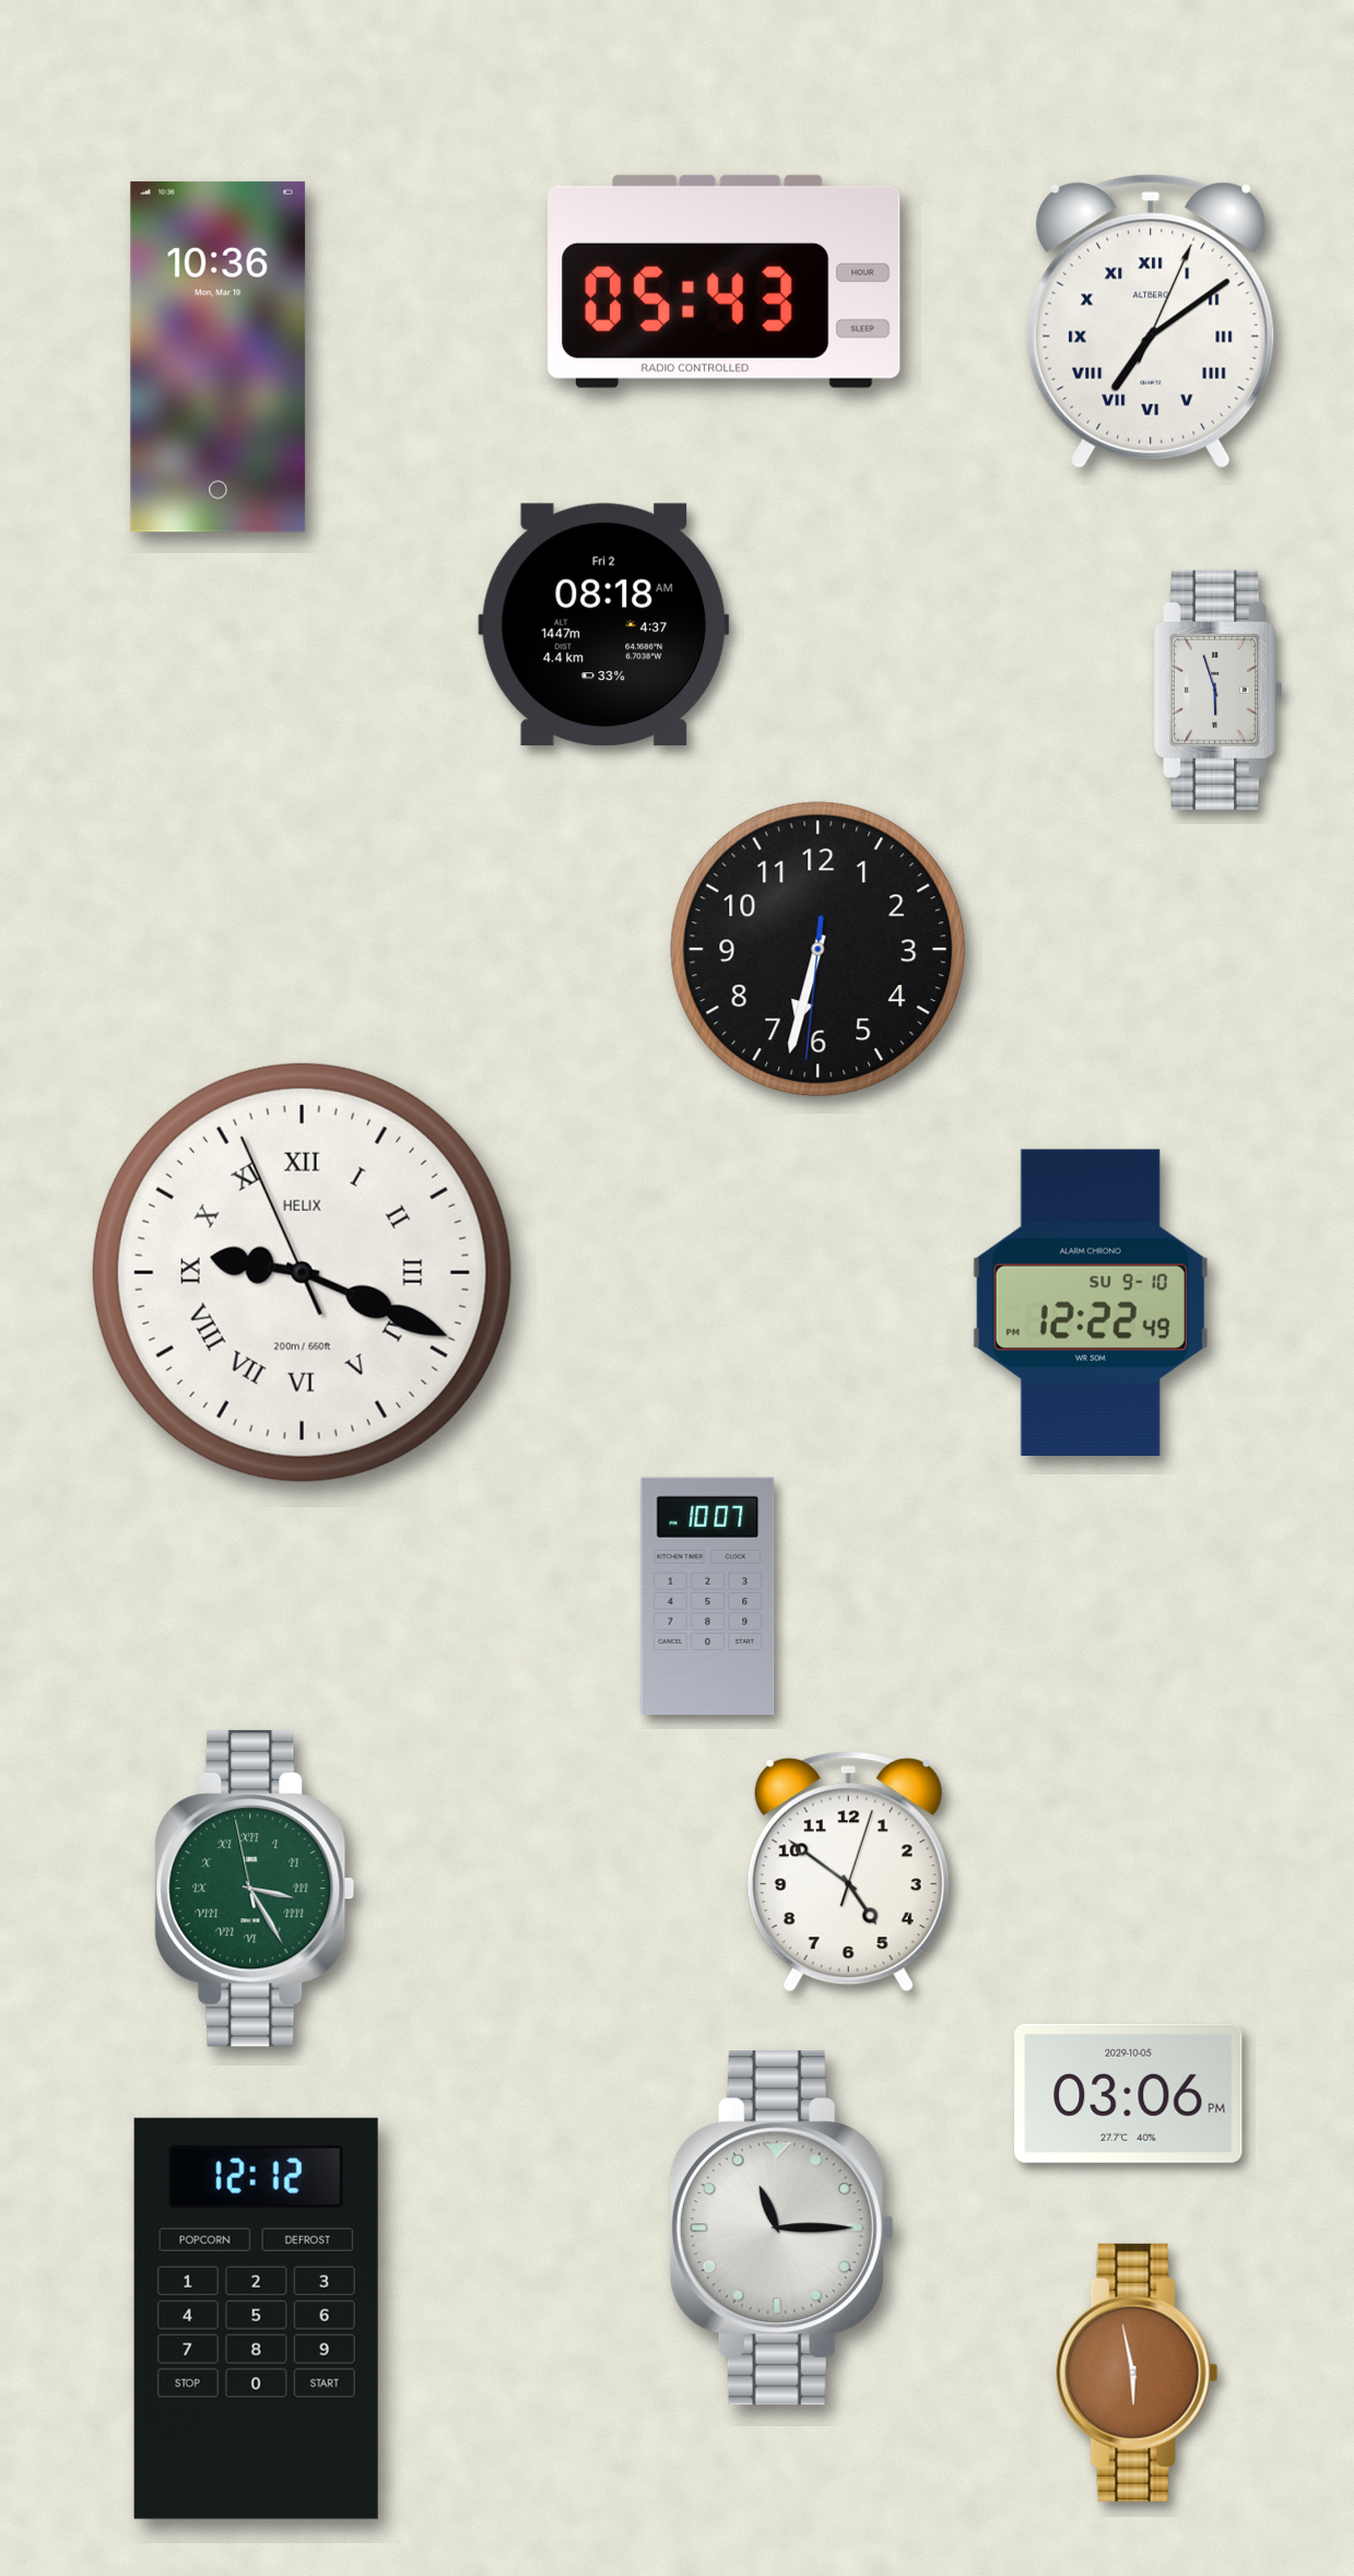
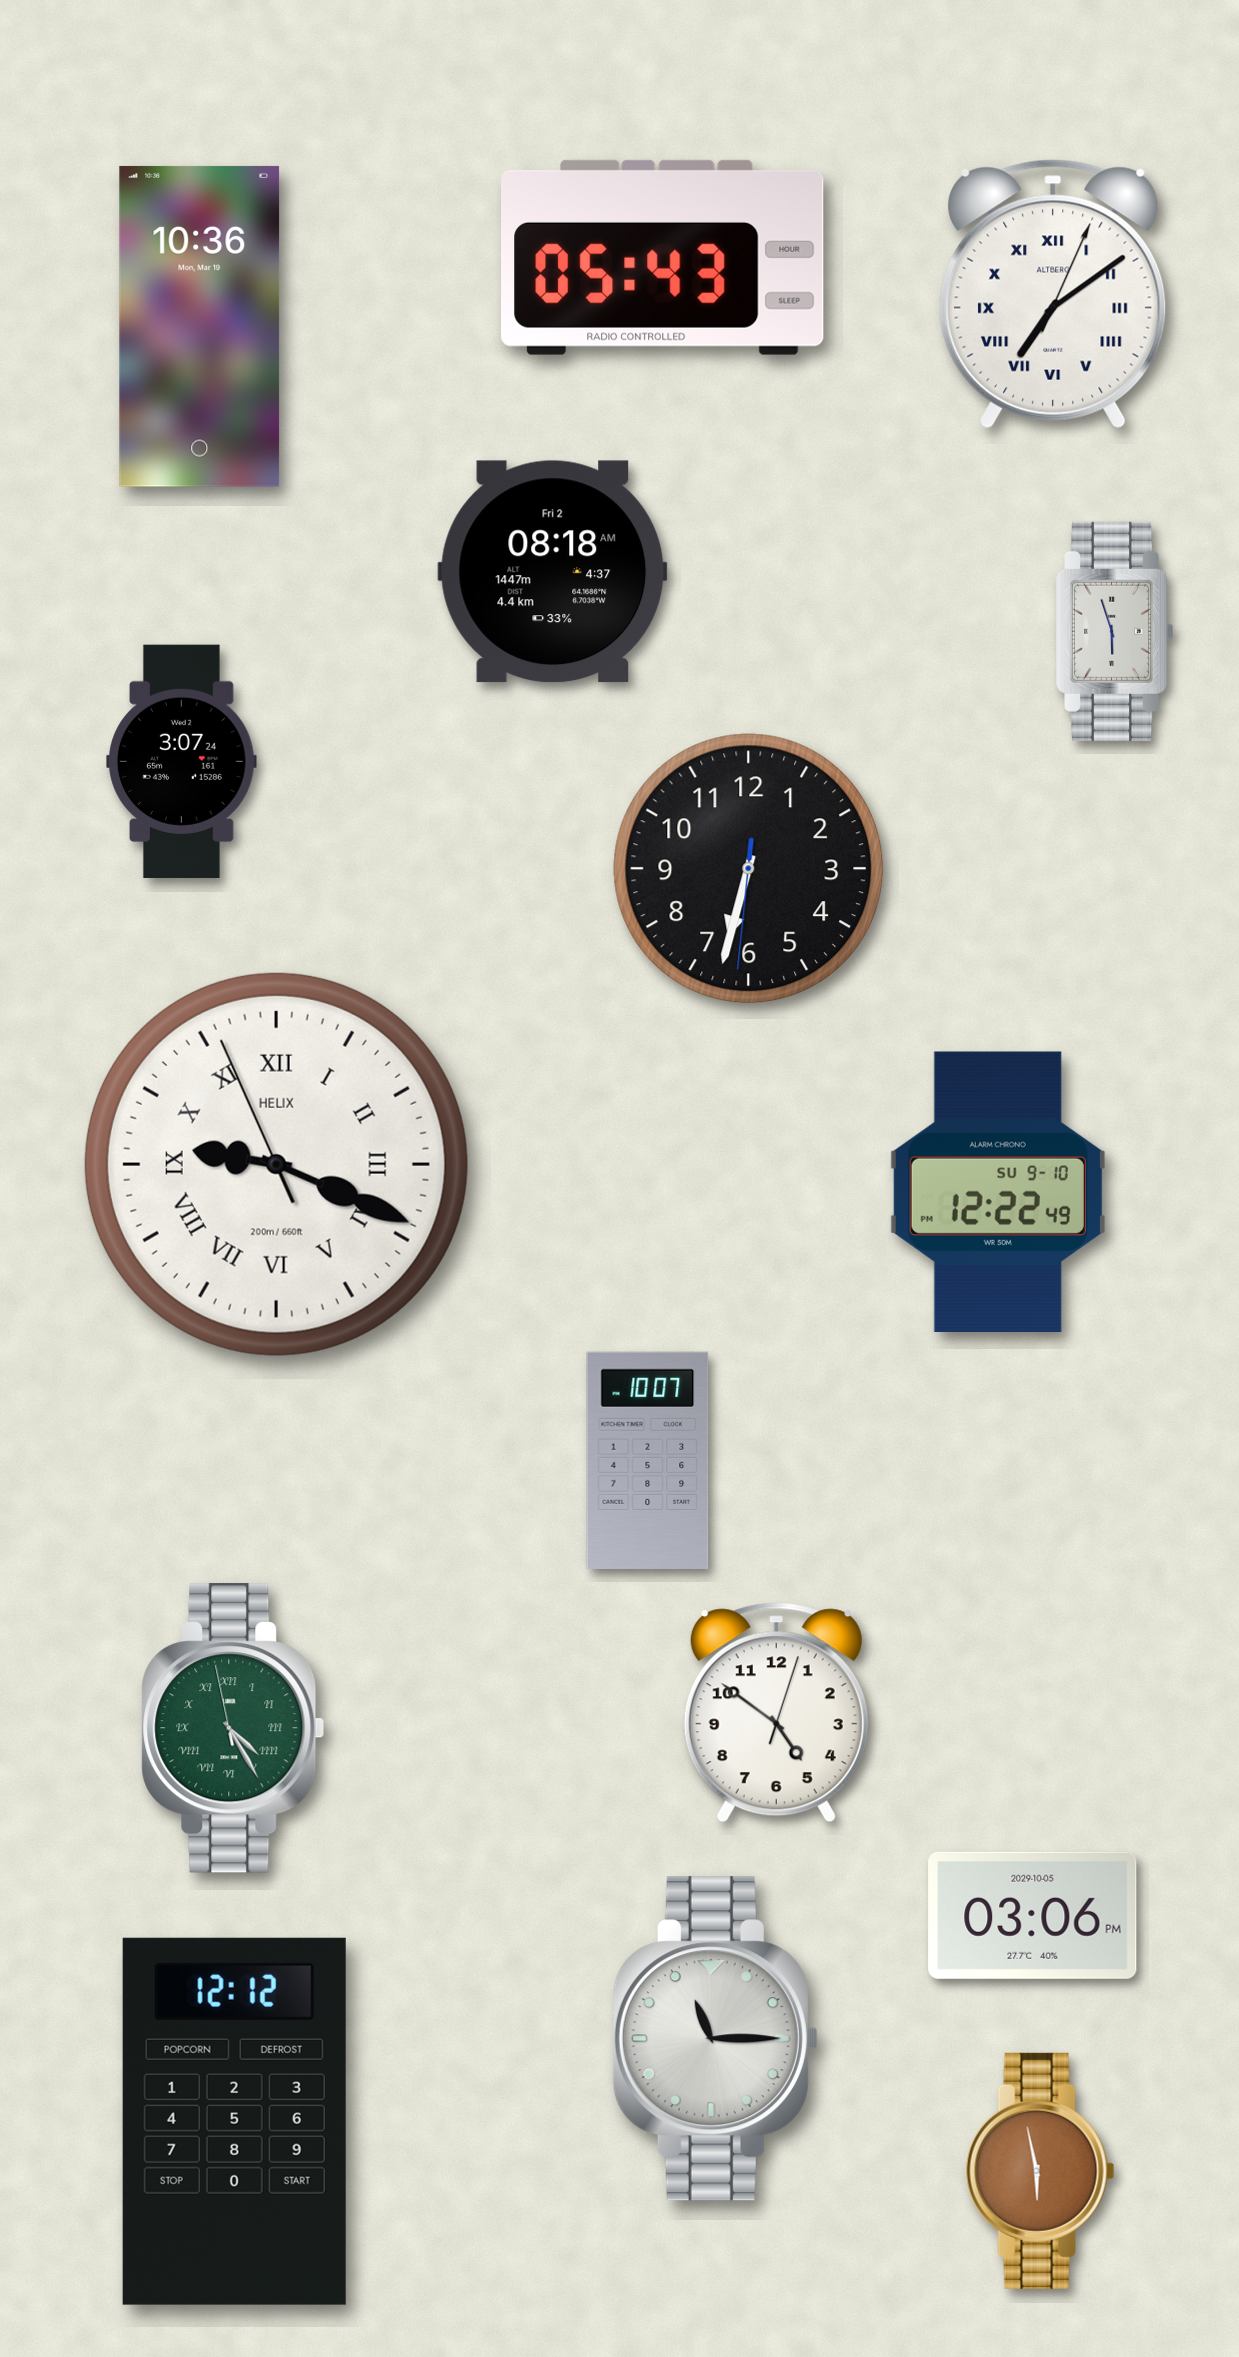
clock at (182, 761): none -> 3:07
clock at (255, 1889): 3:24 -> 4:24
